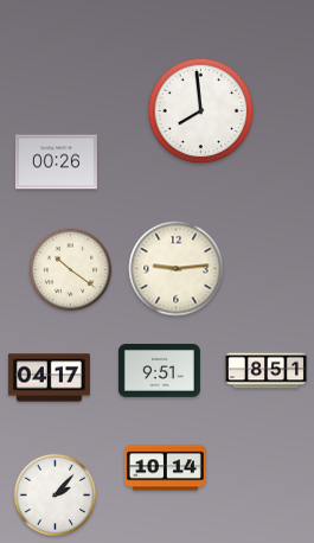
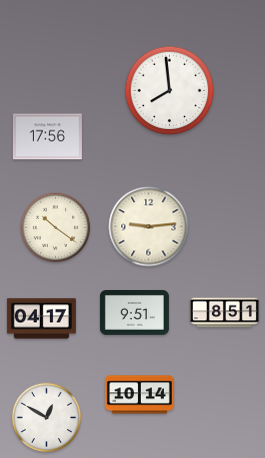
clock at (201, 111) position: (201, 111) -> (170, 91)
clock at (56, 162): 00:26 -> 17:56
clock at (71, 270) position: (71, 270) -> (56, 228)
clock at (56, 496): 2:07 -> 12:50
